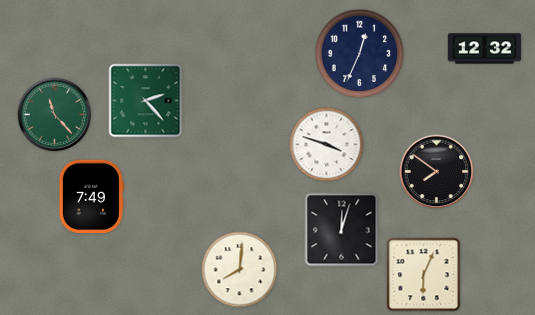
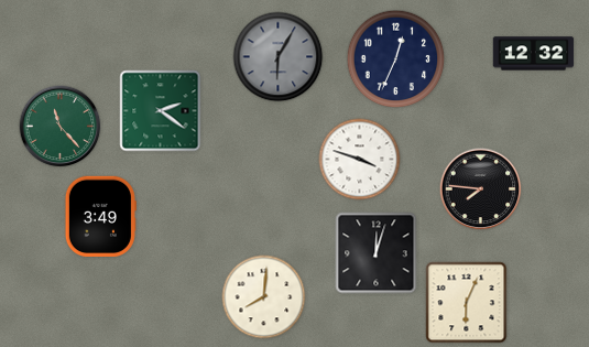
clock at (279, 57): none -> 6:05
clock at (146, 101): 2:23 -> 2:21
clock at (437, 172): 7:51 -> 7:46
clock at (91, 196): 7:49 -> 3:49
